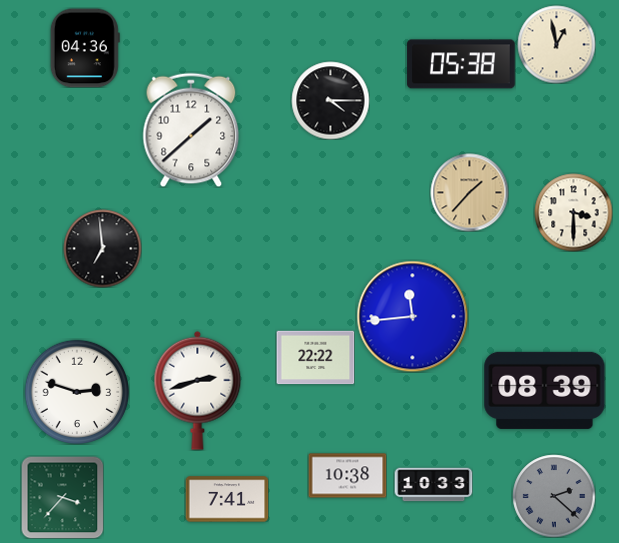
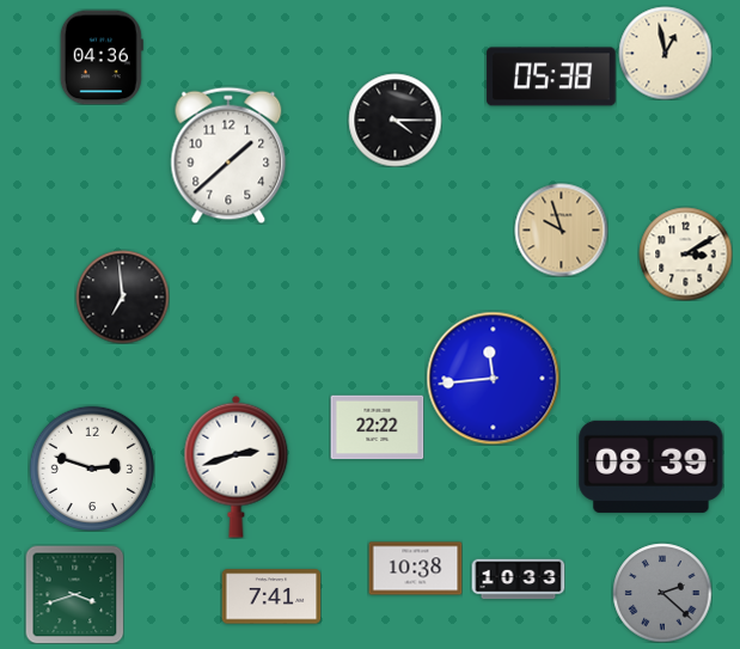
clock at (469, 192): 1:37 -> 9:57
clock at (573, 212): 3:30 -> 3:10
clock at (62, 497): 3:37 -> 3:42
